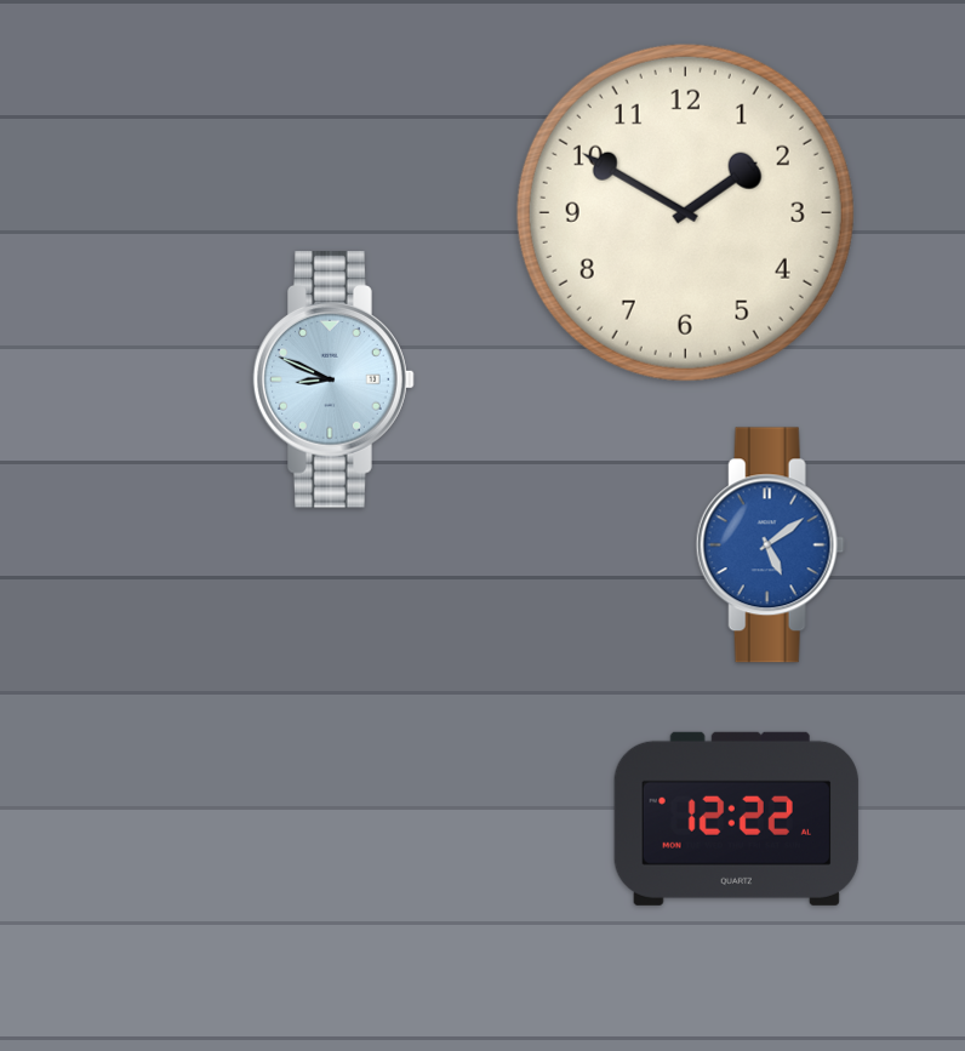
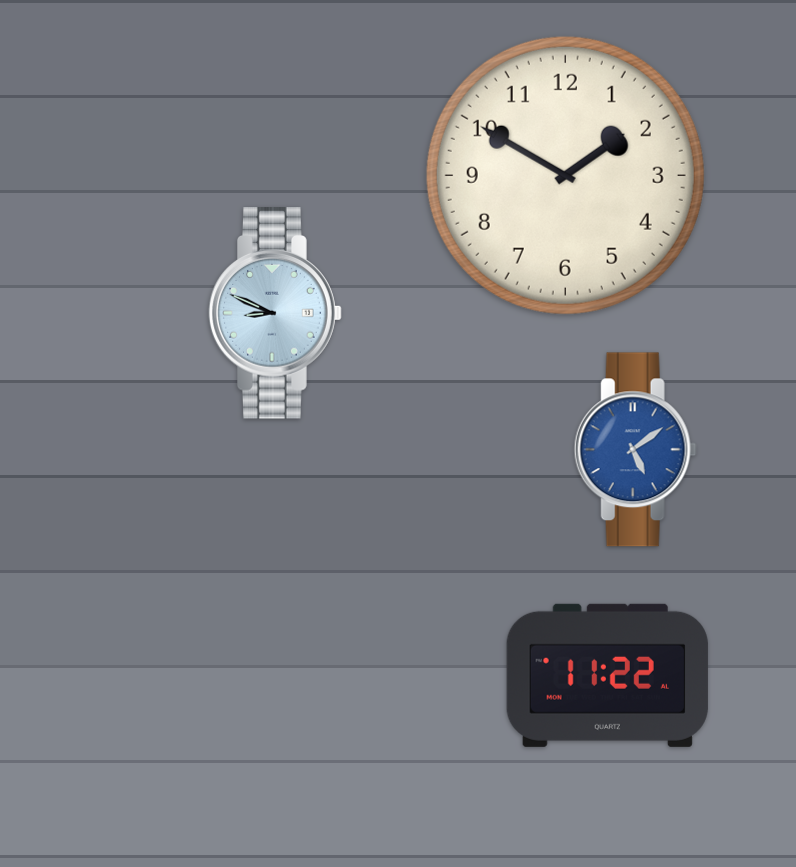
clock at (736, 818): 12:22 -> 11:22
